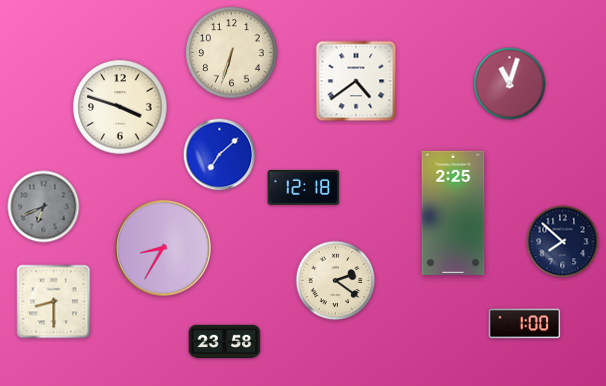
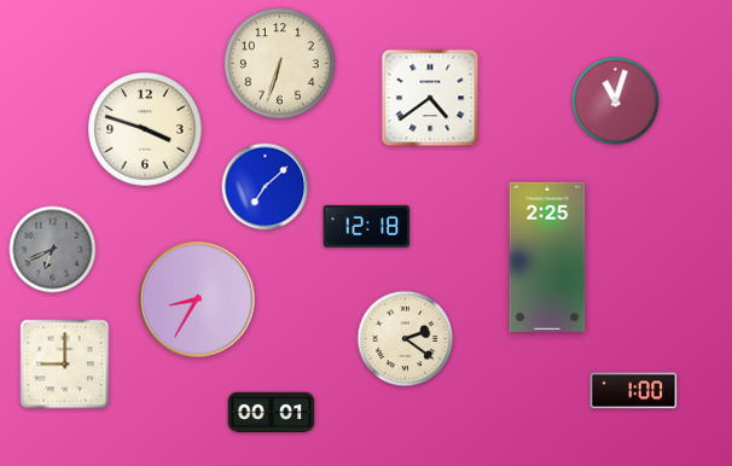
clock at (563, 242): 7:52 -> none
clock at (54, 302): 8:30 -> 9:00
clock at (225, 342): 23:58 -> 00:01
